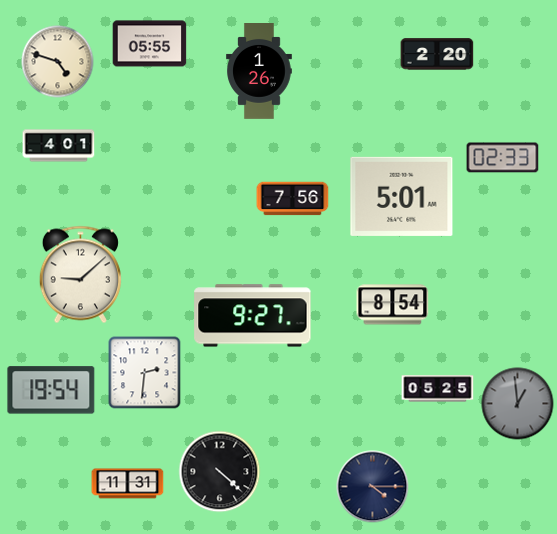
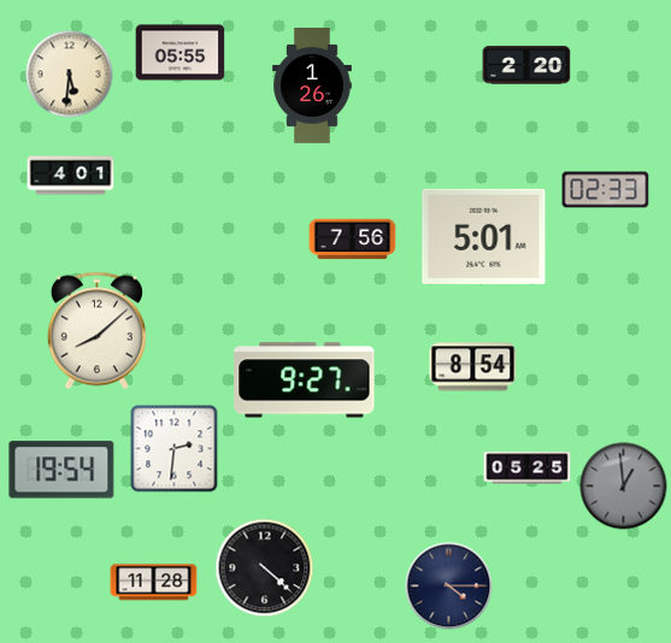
clock at (58, 62): 4:48 -> 5:31
clock at (80, 275): 9:08 -> 8:08
clock at (128, 484): 11:31 -> 11:28
